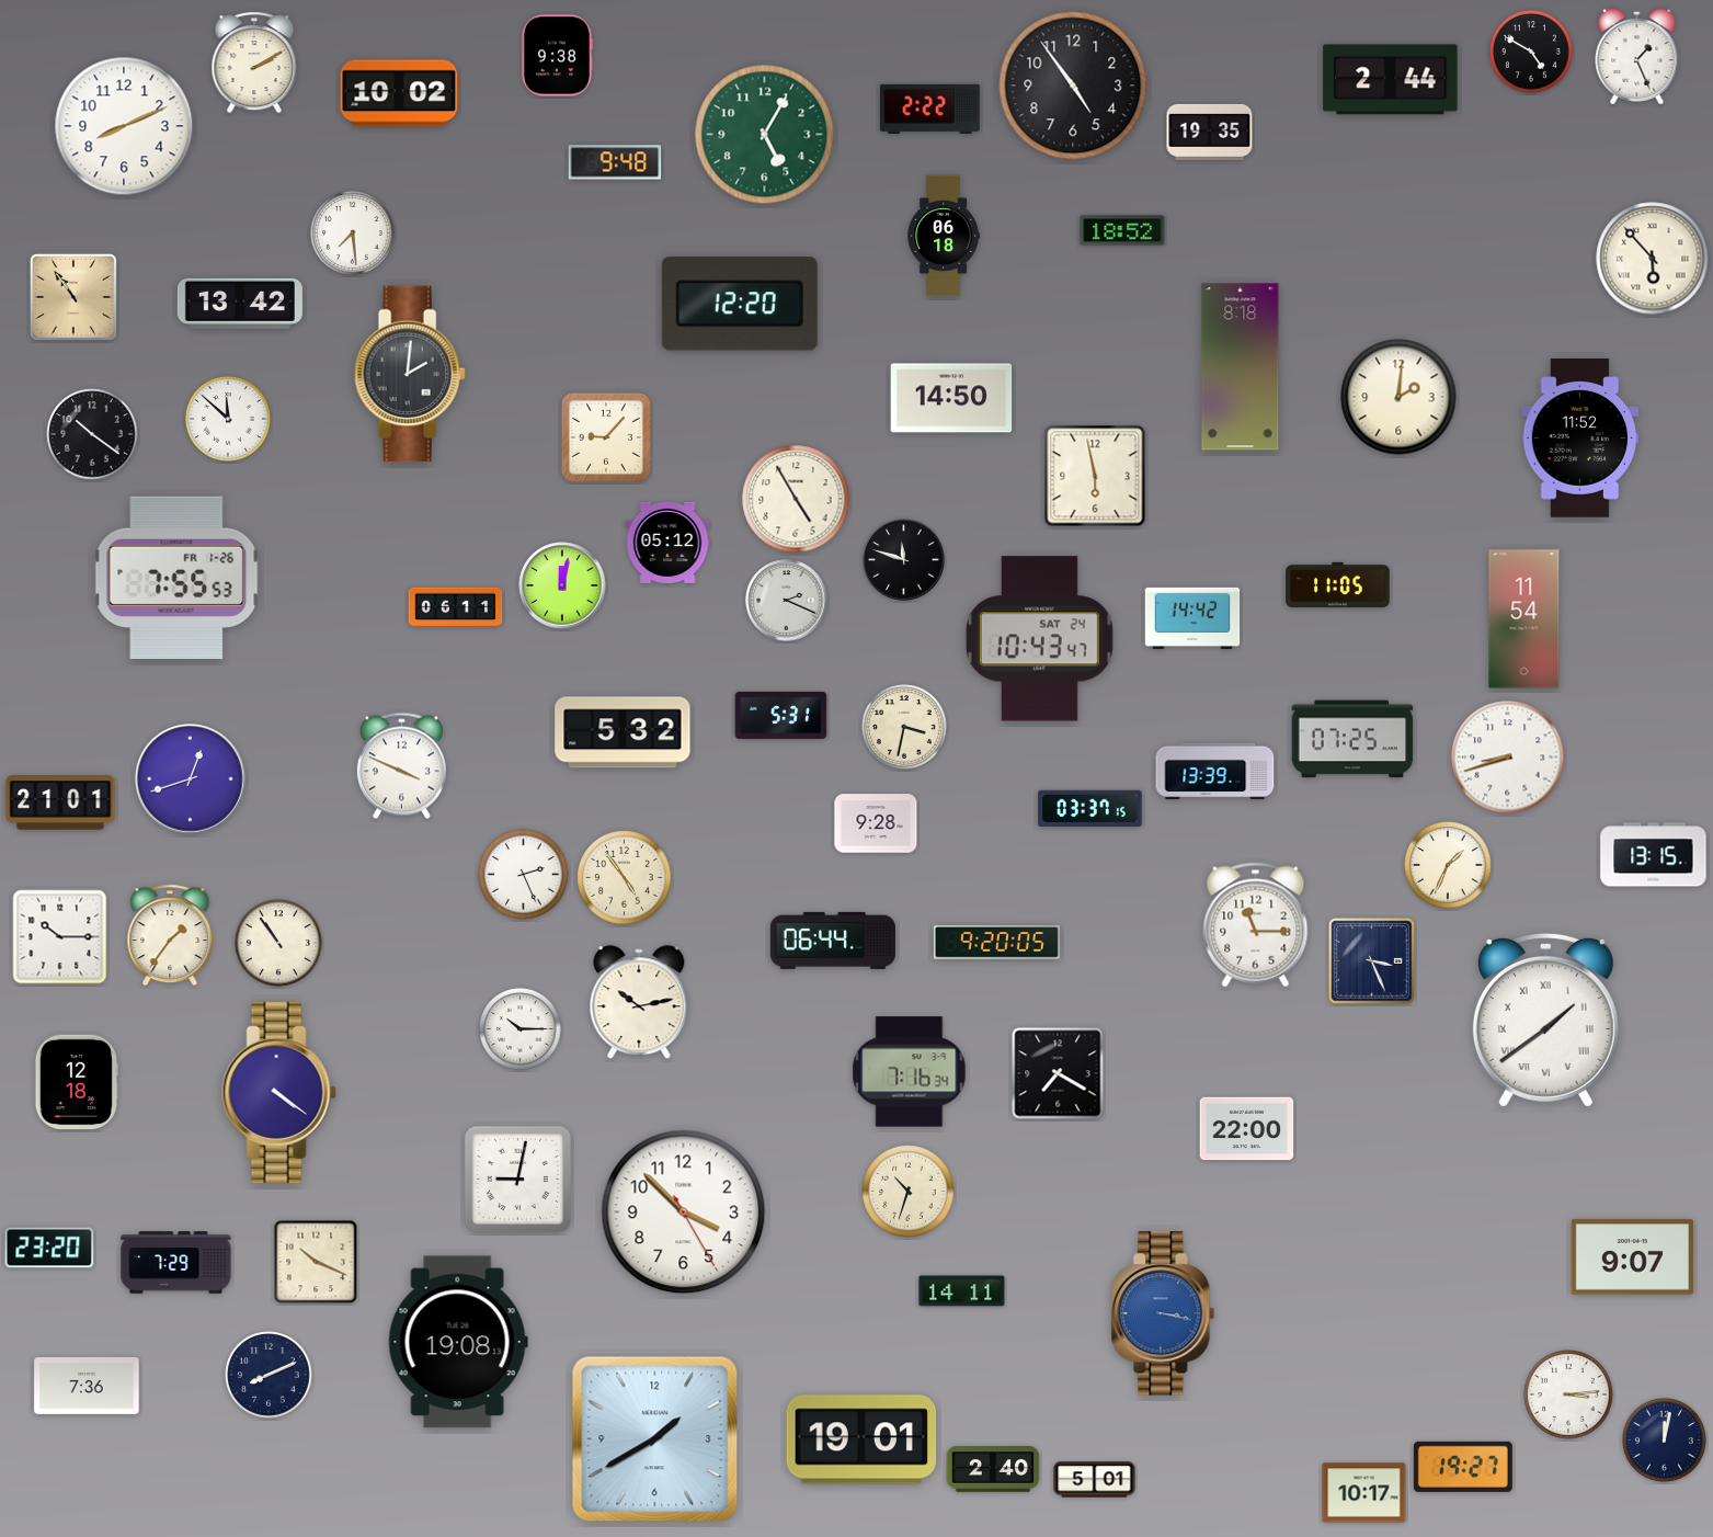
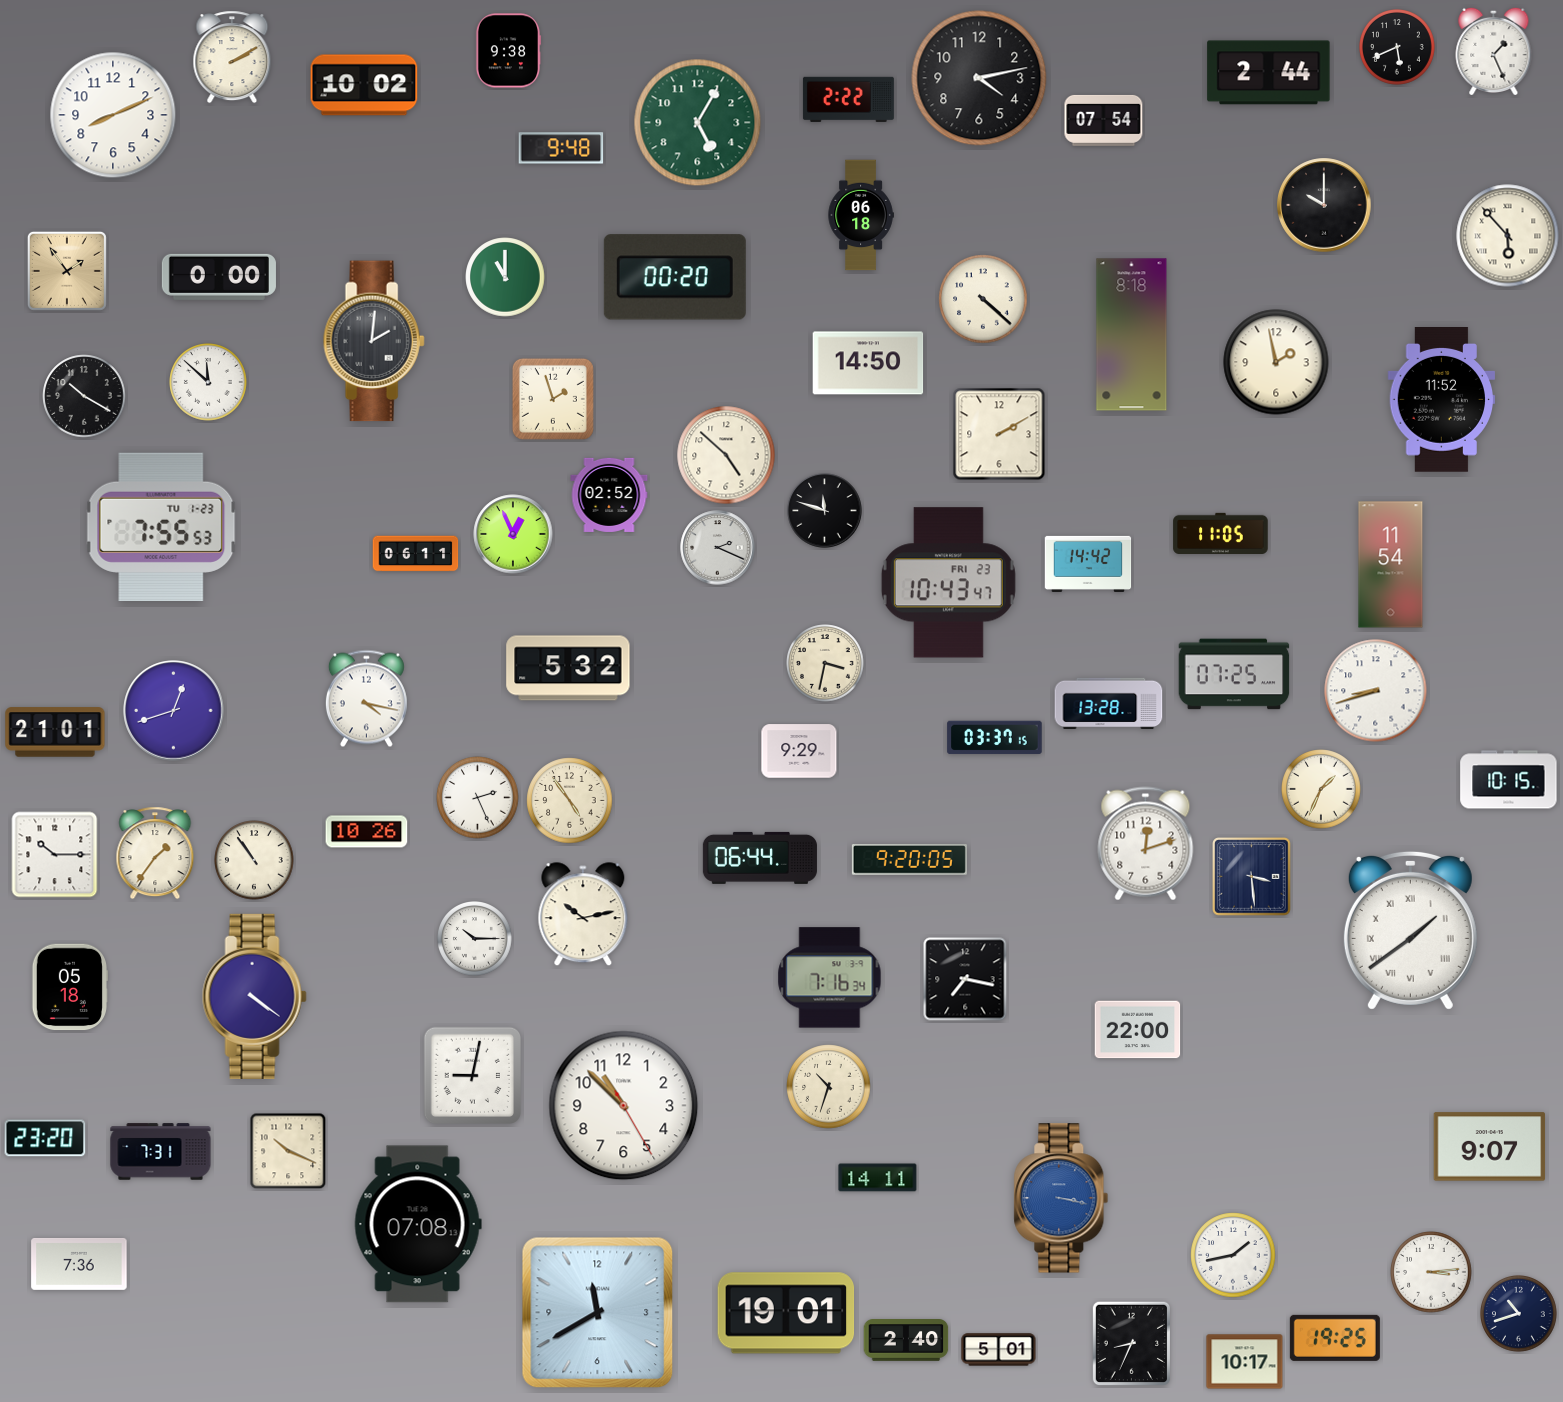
clock at (1532, 53): 4:50 -> 5:41
clock at (1073, 86): 4:54 -> 4:13
clock at (1210, 132): 19:35 -> 07:54
clock at (1324, 205): none -> 10:00
clock at (1122, 230): 18:52 -> none
clock at (353, 234): 7:29 -> none
clock at (73, 297): 10:54 -> 1:54
clock at (240, 304): 13:42 -> 0:00
clock at (505, 277): none -> 11:00
clock at (740, 304): 12:20 -> 00:20
clock at (983, 299): none -> 4:22
clock at (1398, 397): 2:01 -> 1:58
clock at (92, 434): 10:21 -> 10:20
clock at (606, 437): 9:07 -> 1:57
clock at (1095, 476): 5:58 -> 2:10
clock at (796, 499): 4:55 -> 4:52
clock at (667, 543): 05:12 -> 02:52
clock at (176, 577) date: FR 1-26 -> TU 1-23
clock at (562, 585): 12:02 -> 12:56
clock at (1039, 639) date: SAT 24 -> FRI 23
clock at (781, 715): 5:31 -> none
clock at (401, 766): 3:49 -> 4:17
clock at (1215, 772): 13:39 -> 13:28
clock at (876, 823): 9:28 -> 9:29
clock at (1654, 855): 13:15 -> 10:15
clock at (367, 832): none -> 10:26
clock at (1256, 925): 11:15 -> 12:12
clock at (1372, 961): 3:26 -> 3:29
clock at (1058, 1073): 7:20 -> 7:17
clock at (76, 1082): 12:18 -> 05:18
clock at (684, 1212): 3:52 -> 10:52
clock at (176, 1263): 7:29 -> 7:31
clock at (458, 1342): 19:08 -> 07:08
clock at (269, 1375): 8:11 -> none
clock at (1233, 1255): none -> 1:43
clock at (655, 1439): 1:40 -> 11:40
clock at (1665, 1441): 12:02 -> 10:42
clock at (1463, 1467): 19:27 -> 19:25
clock at (1131, 1343): none -> 8:34
